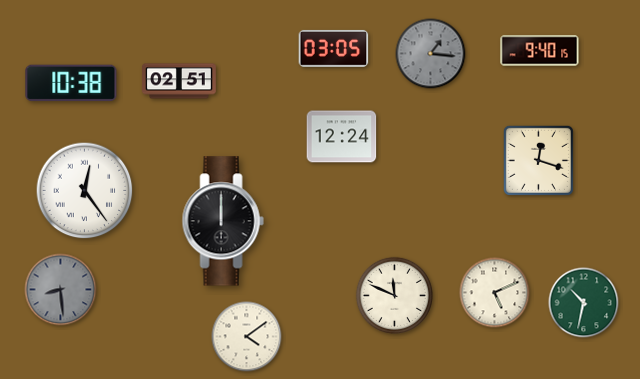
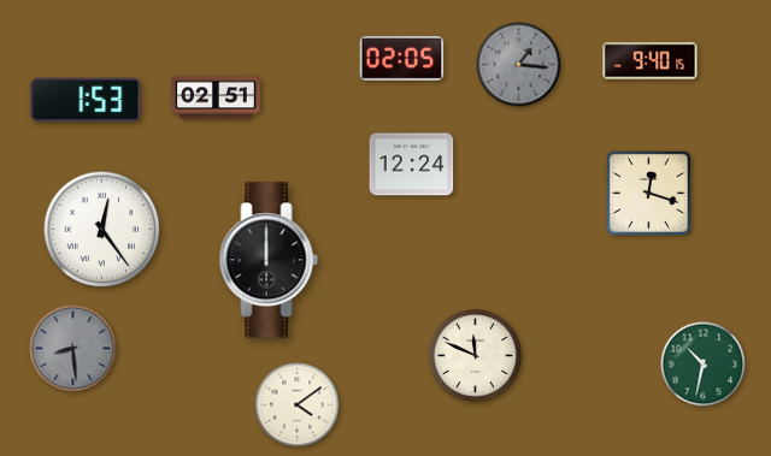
clock at (334, 48): 03:05 -> 02:05
clock at (71, 83): 10:38 -> 1:53
clock at (223, 221) position: (223, 221) -> (269, 260)
clock at (495, 293): 5:11 -> none
